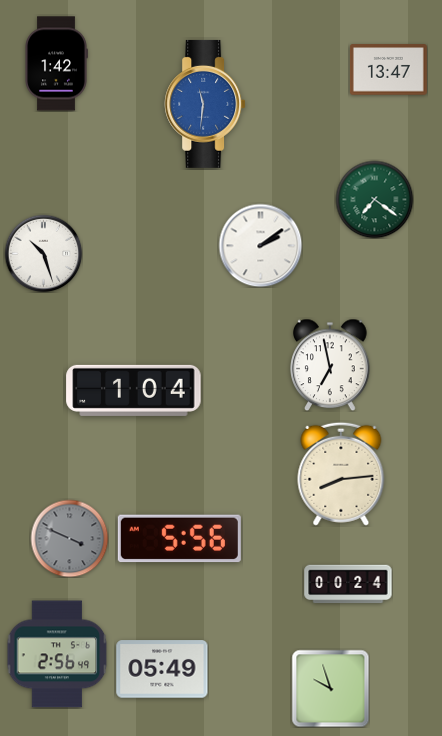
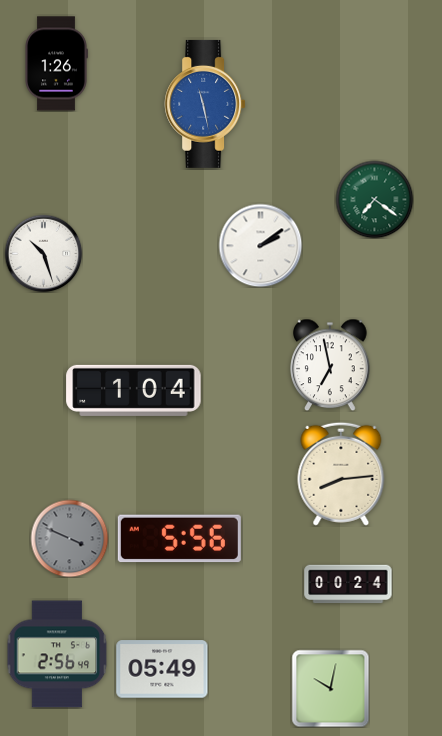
clock at (56, 64): 1:42 -> 1:26
clock at (388, 70): 13:47 -> none
clock at (205, 104): 11:31 -> 11:28
clock at (330, 688): 9:57 -> 10:02
